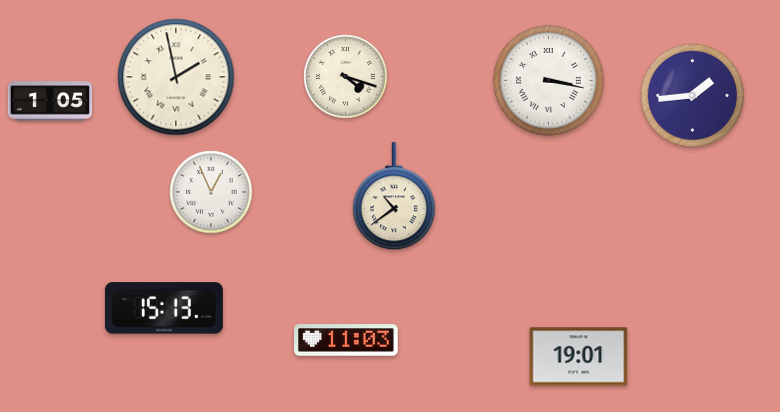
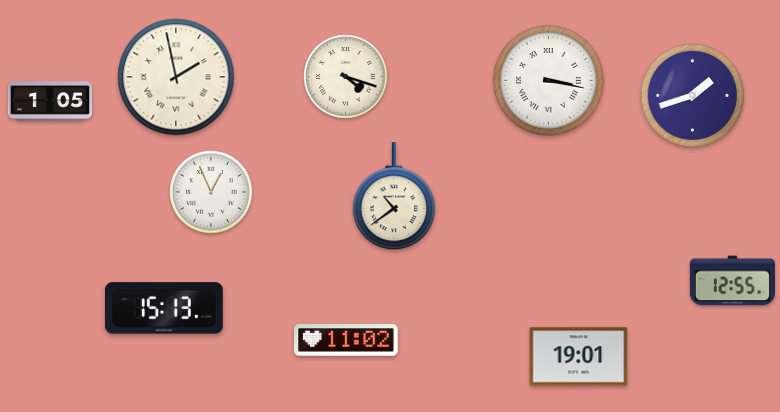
clock at (692, 95): 1:44 -> 1:42
clock at (732, 281): none -> 12:55
clock at (346, 340): 11:03 -> 11:02
